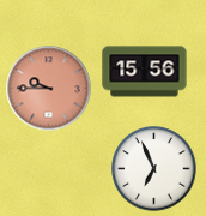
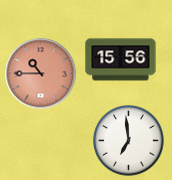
clock at (49, 89): 9:45 -> 10:45
clock at (154, 169): 6:56 -> 6:59
